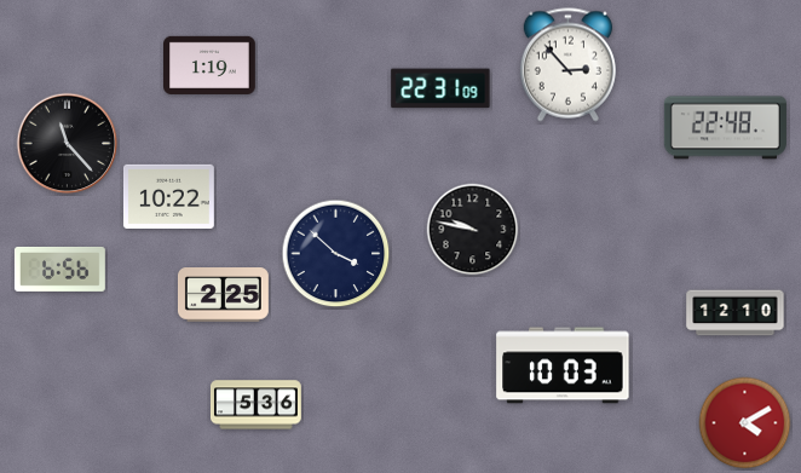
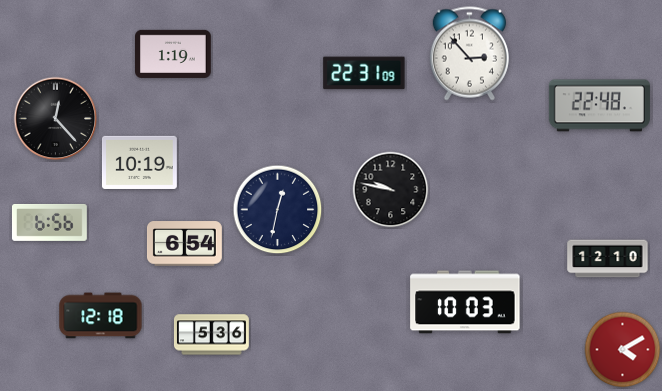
clock at (68, 144): 11:23 -> 12:23
clock at (168, 196): 10:22 -> 10:19
clock at (336, 254): 3:52 -> 12:32
clock at (223, 295): 2:25 -> 6:54
clock at (101, 316): none -> 12:18
clock at (745, 423) position: (745, 423) -> (623, 350)
